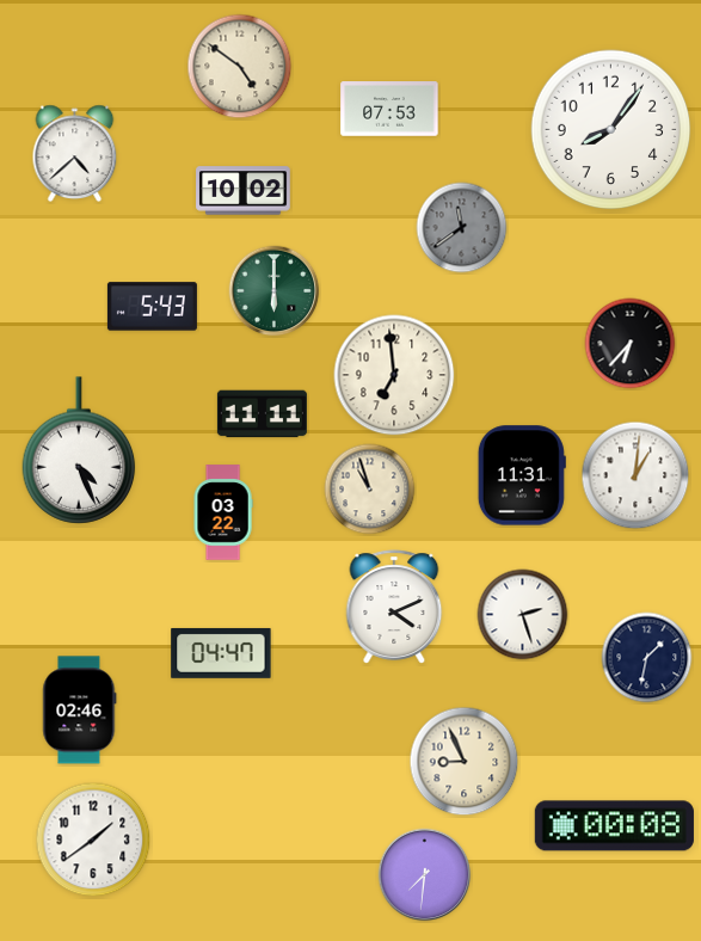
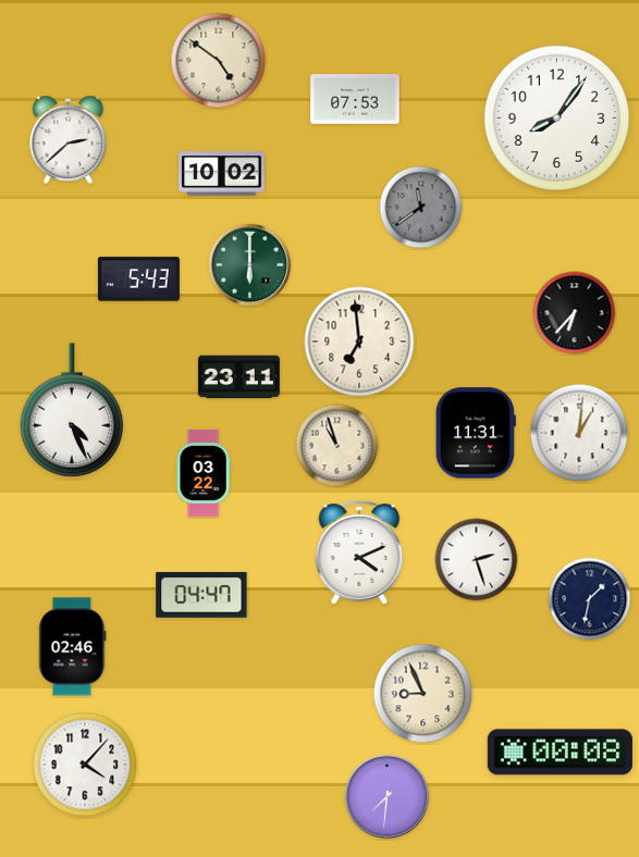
clock at (75, 154): 4:38 -> 2:38
clock at (262, 414): 11:11 -> 23:11
clock at (223, 512) position: (223, 512) -> (204, 473)
clock at (93, 839): 1:39 -> 4:07
